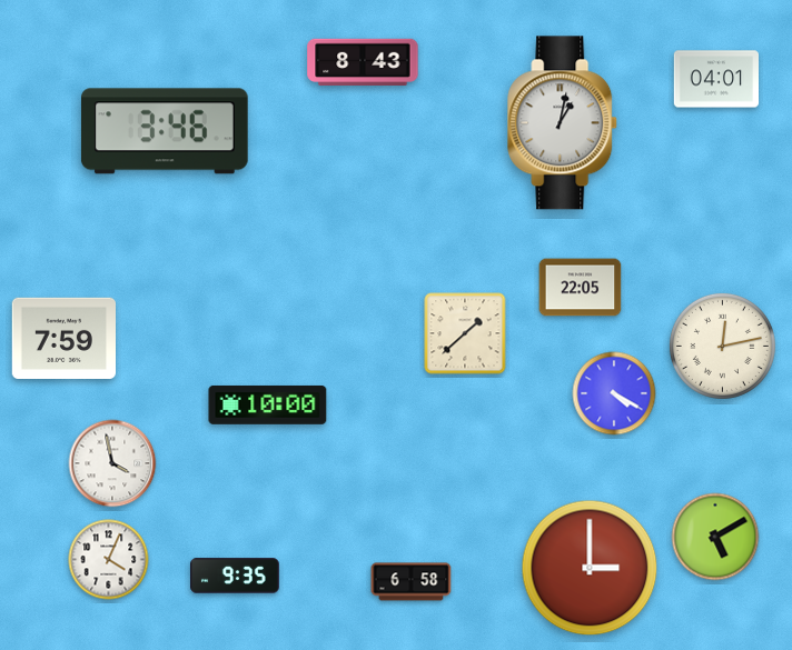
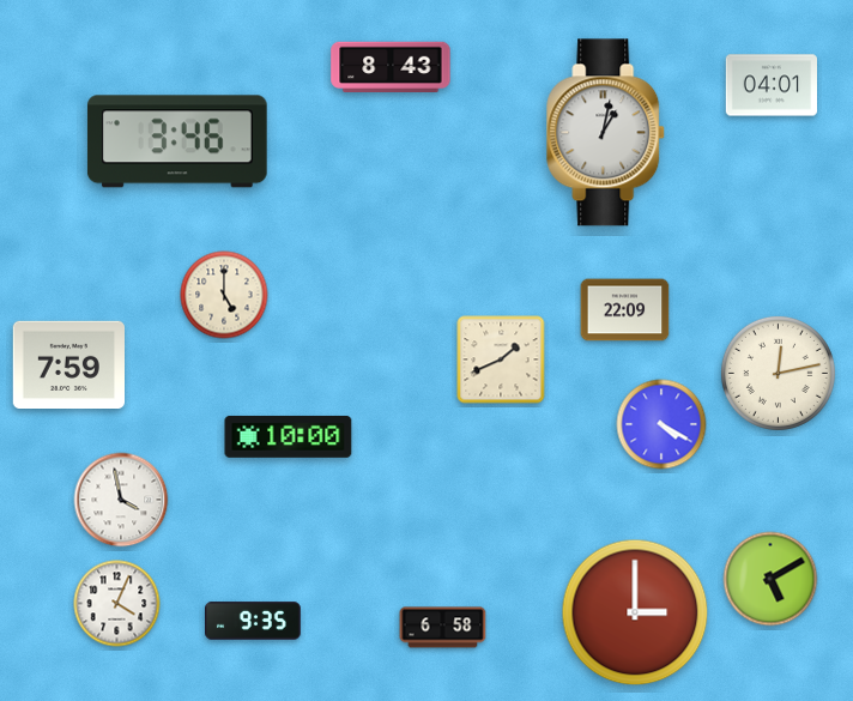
clock at (224, 295): none -> 5:00
clock at (581, 288): 22:05 -> 22:09
clock at (465, 333): 1:38 -> 1:41
